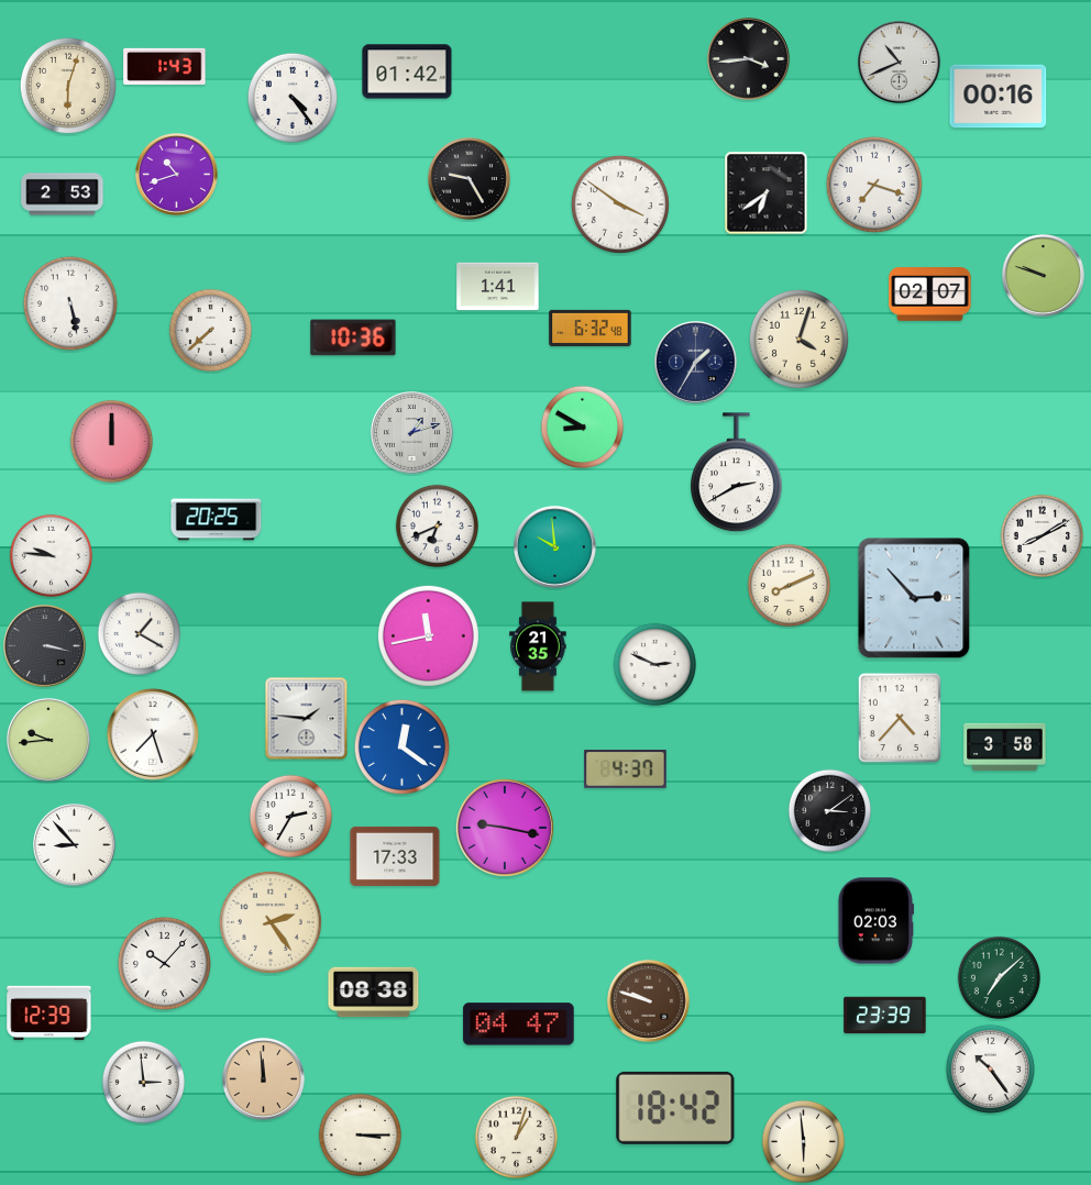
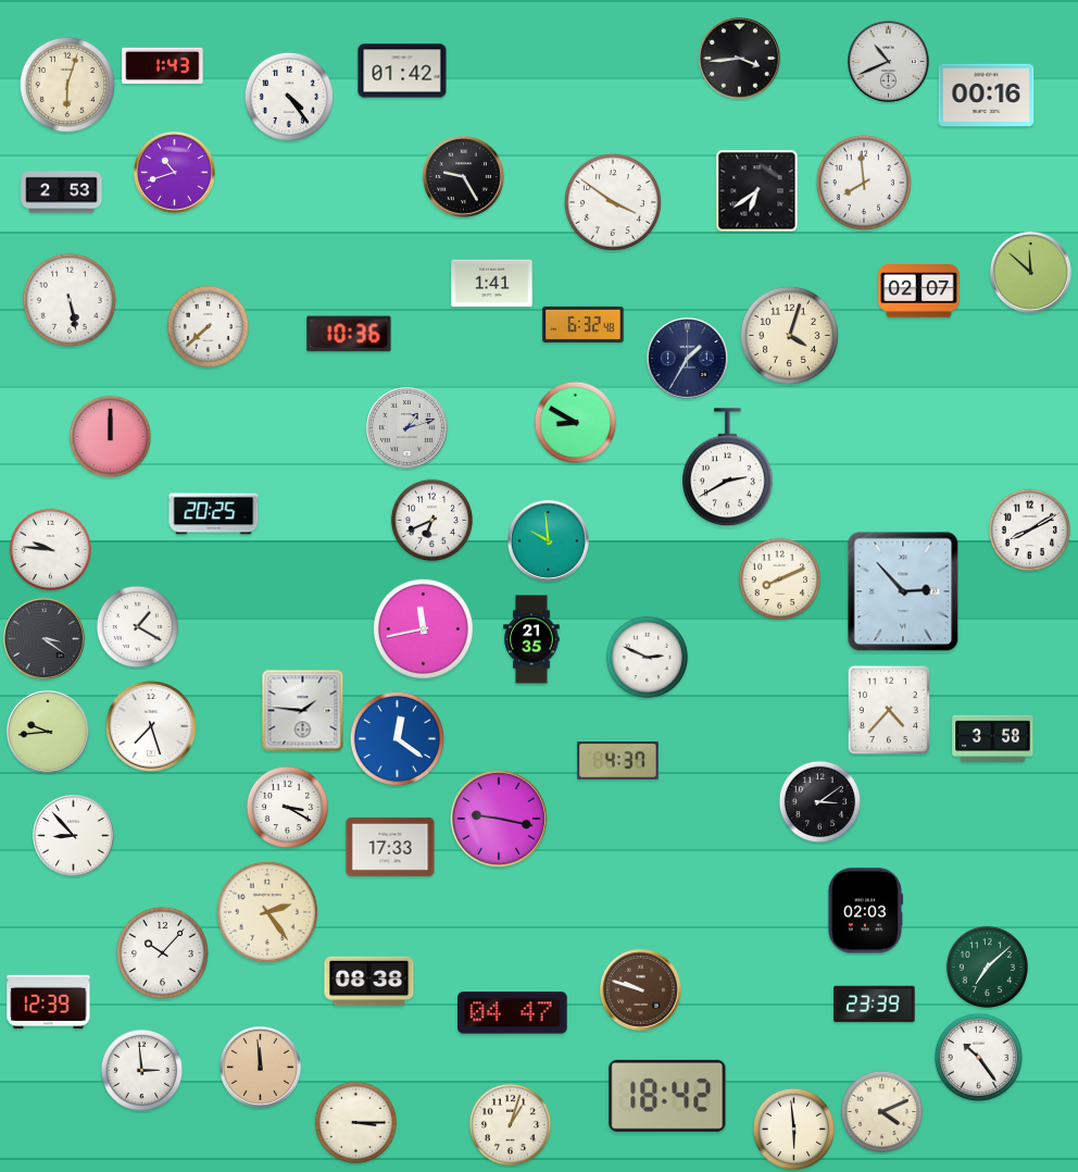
clock at (874, 185): 7:18 -> 7:59
clock at (1044, 276): 9:48 -> 11:52
clock at (45, 646): 3:17 -> 3:21
clock at (290, 816): 2:35 -> 3:20
clock at (881, 1111): none -> 4:11
